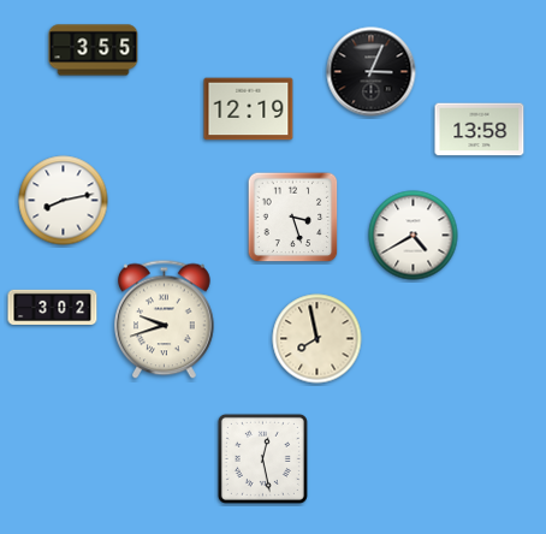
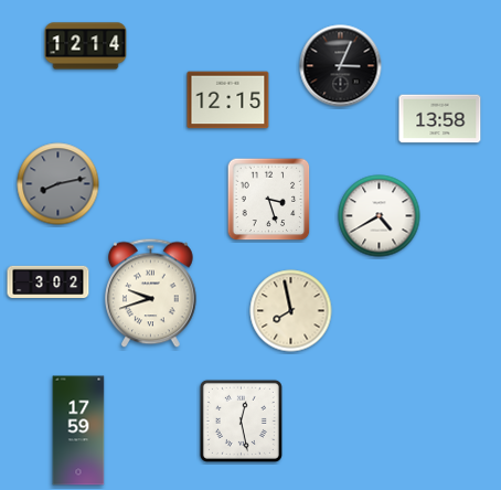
clock at (94, 51): 3:55 -> 12:14
clock at (249, 109): 12:19 -> 12:15
clock at (64, 201) dial: white -> grey
clock at (78, 430): none -> 17:59
